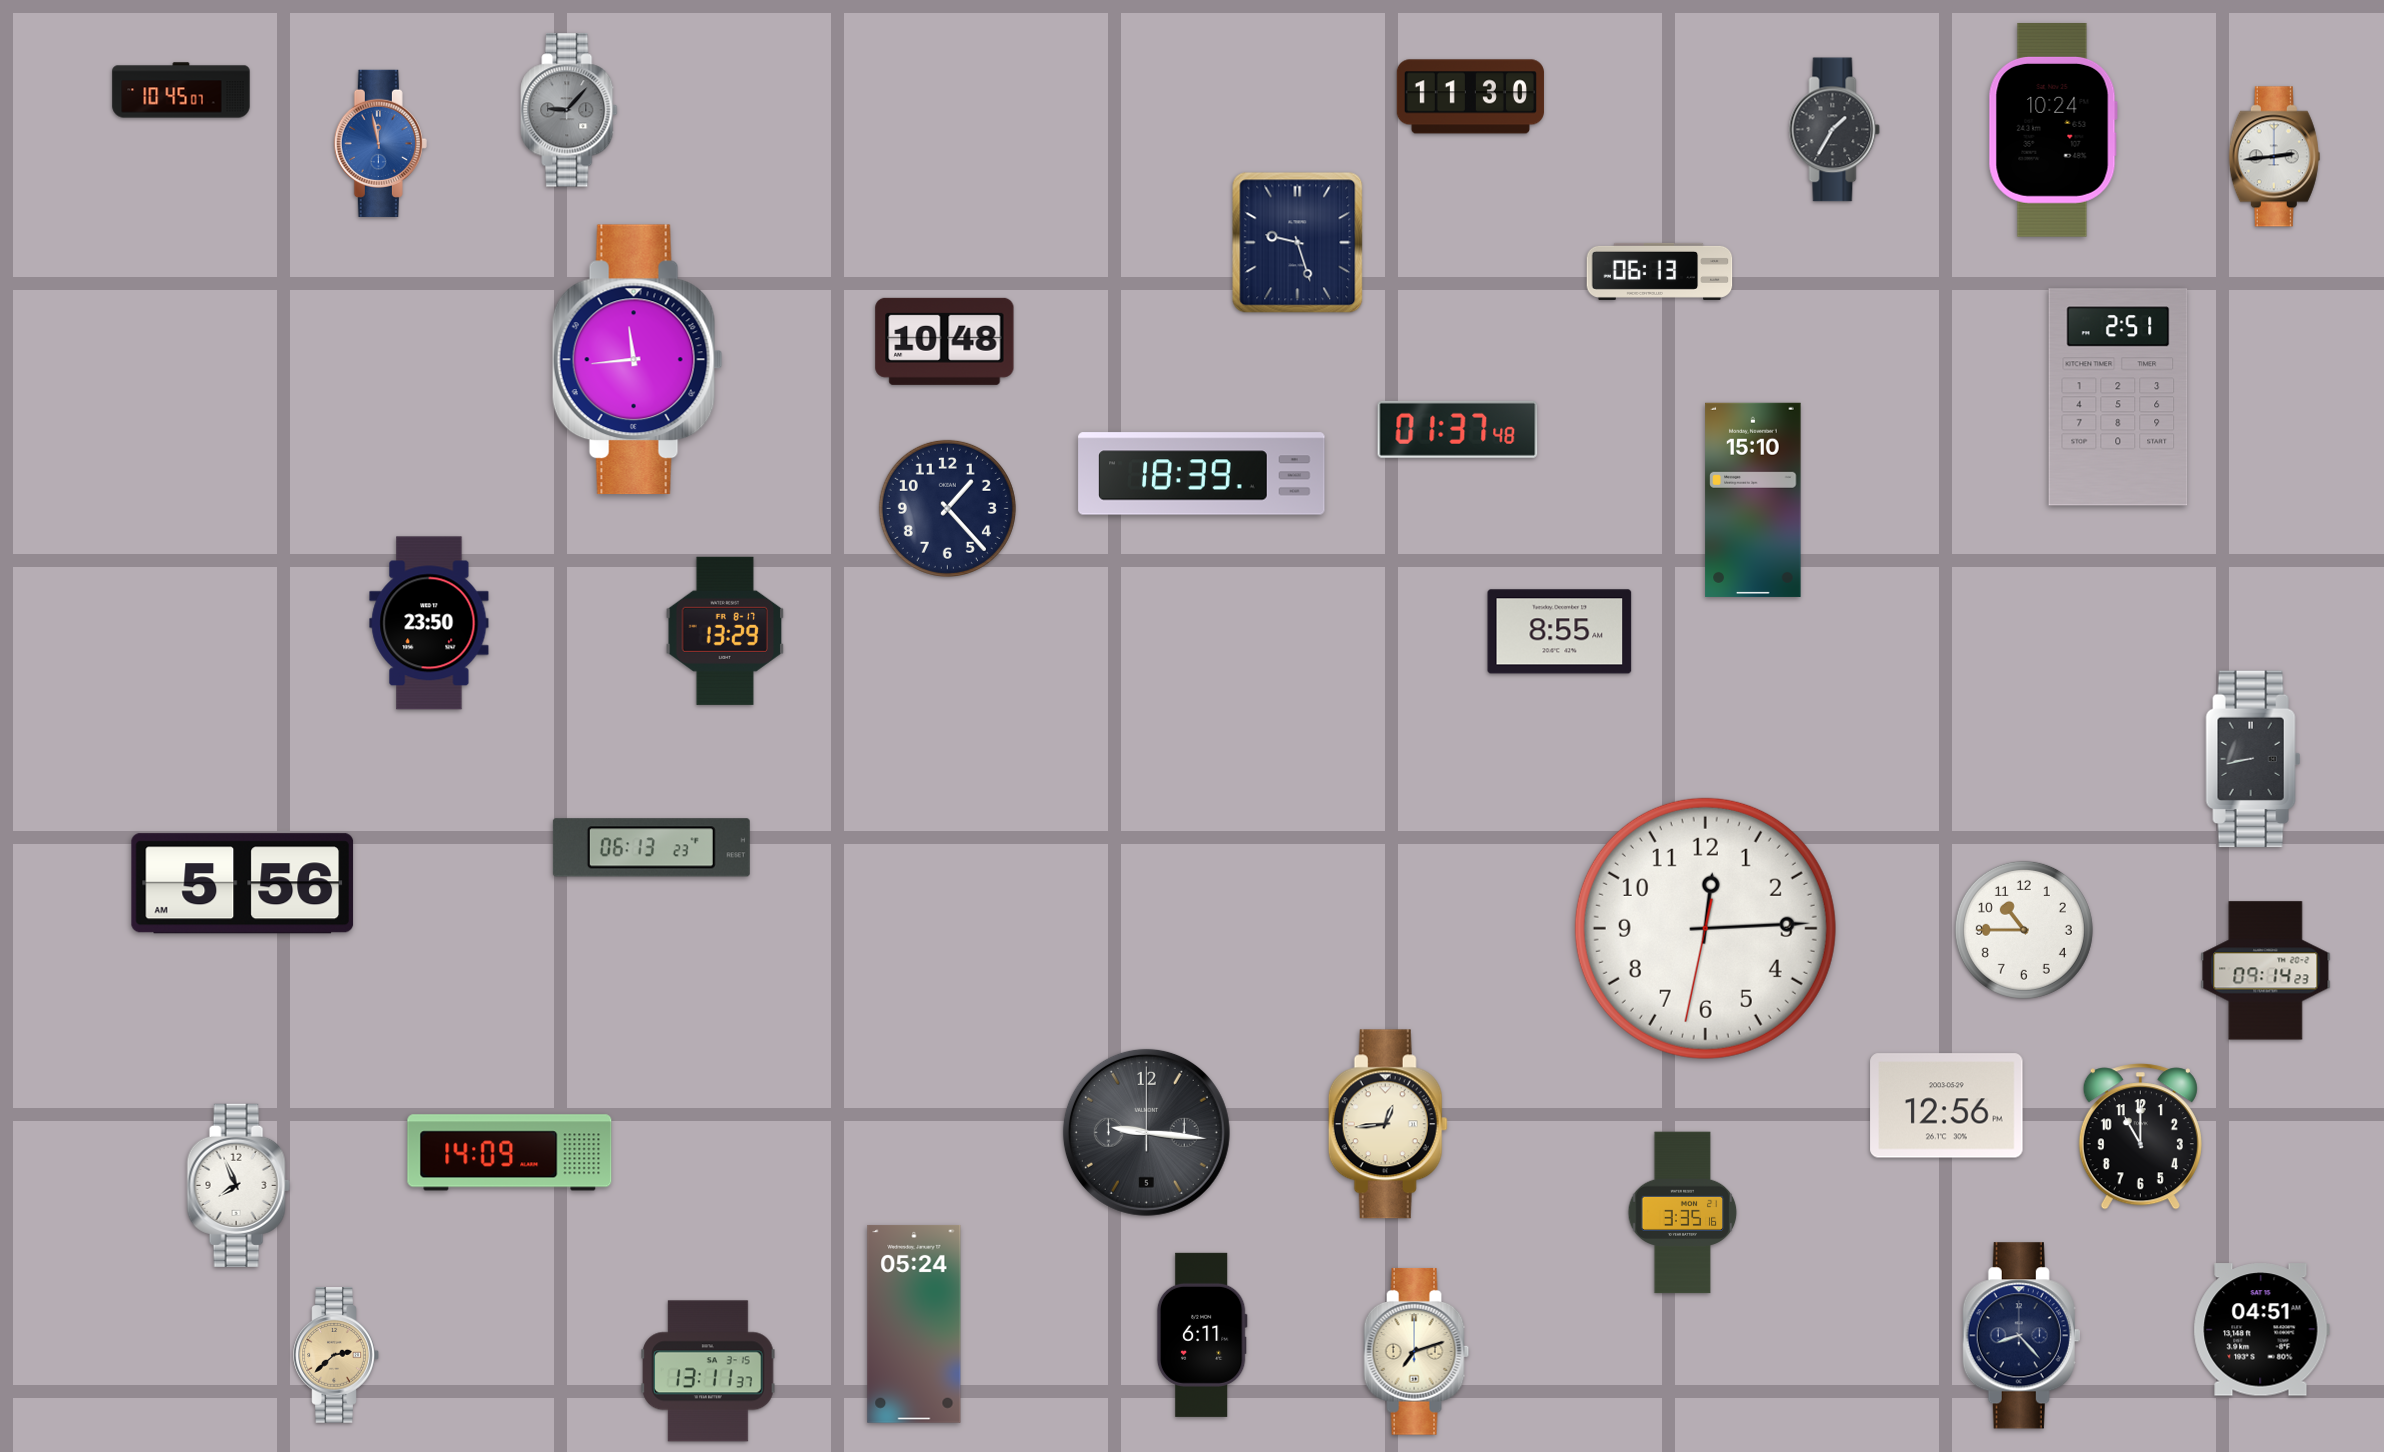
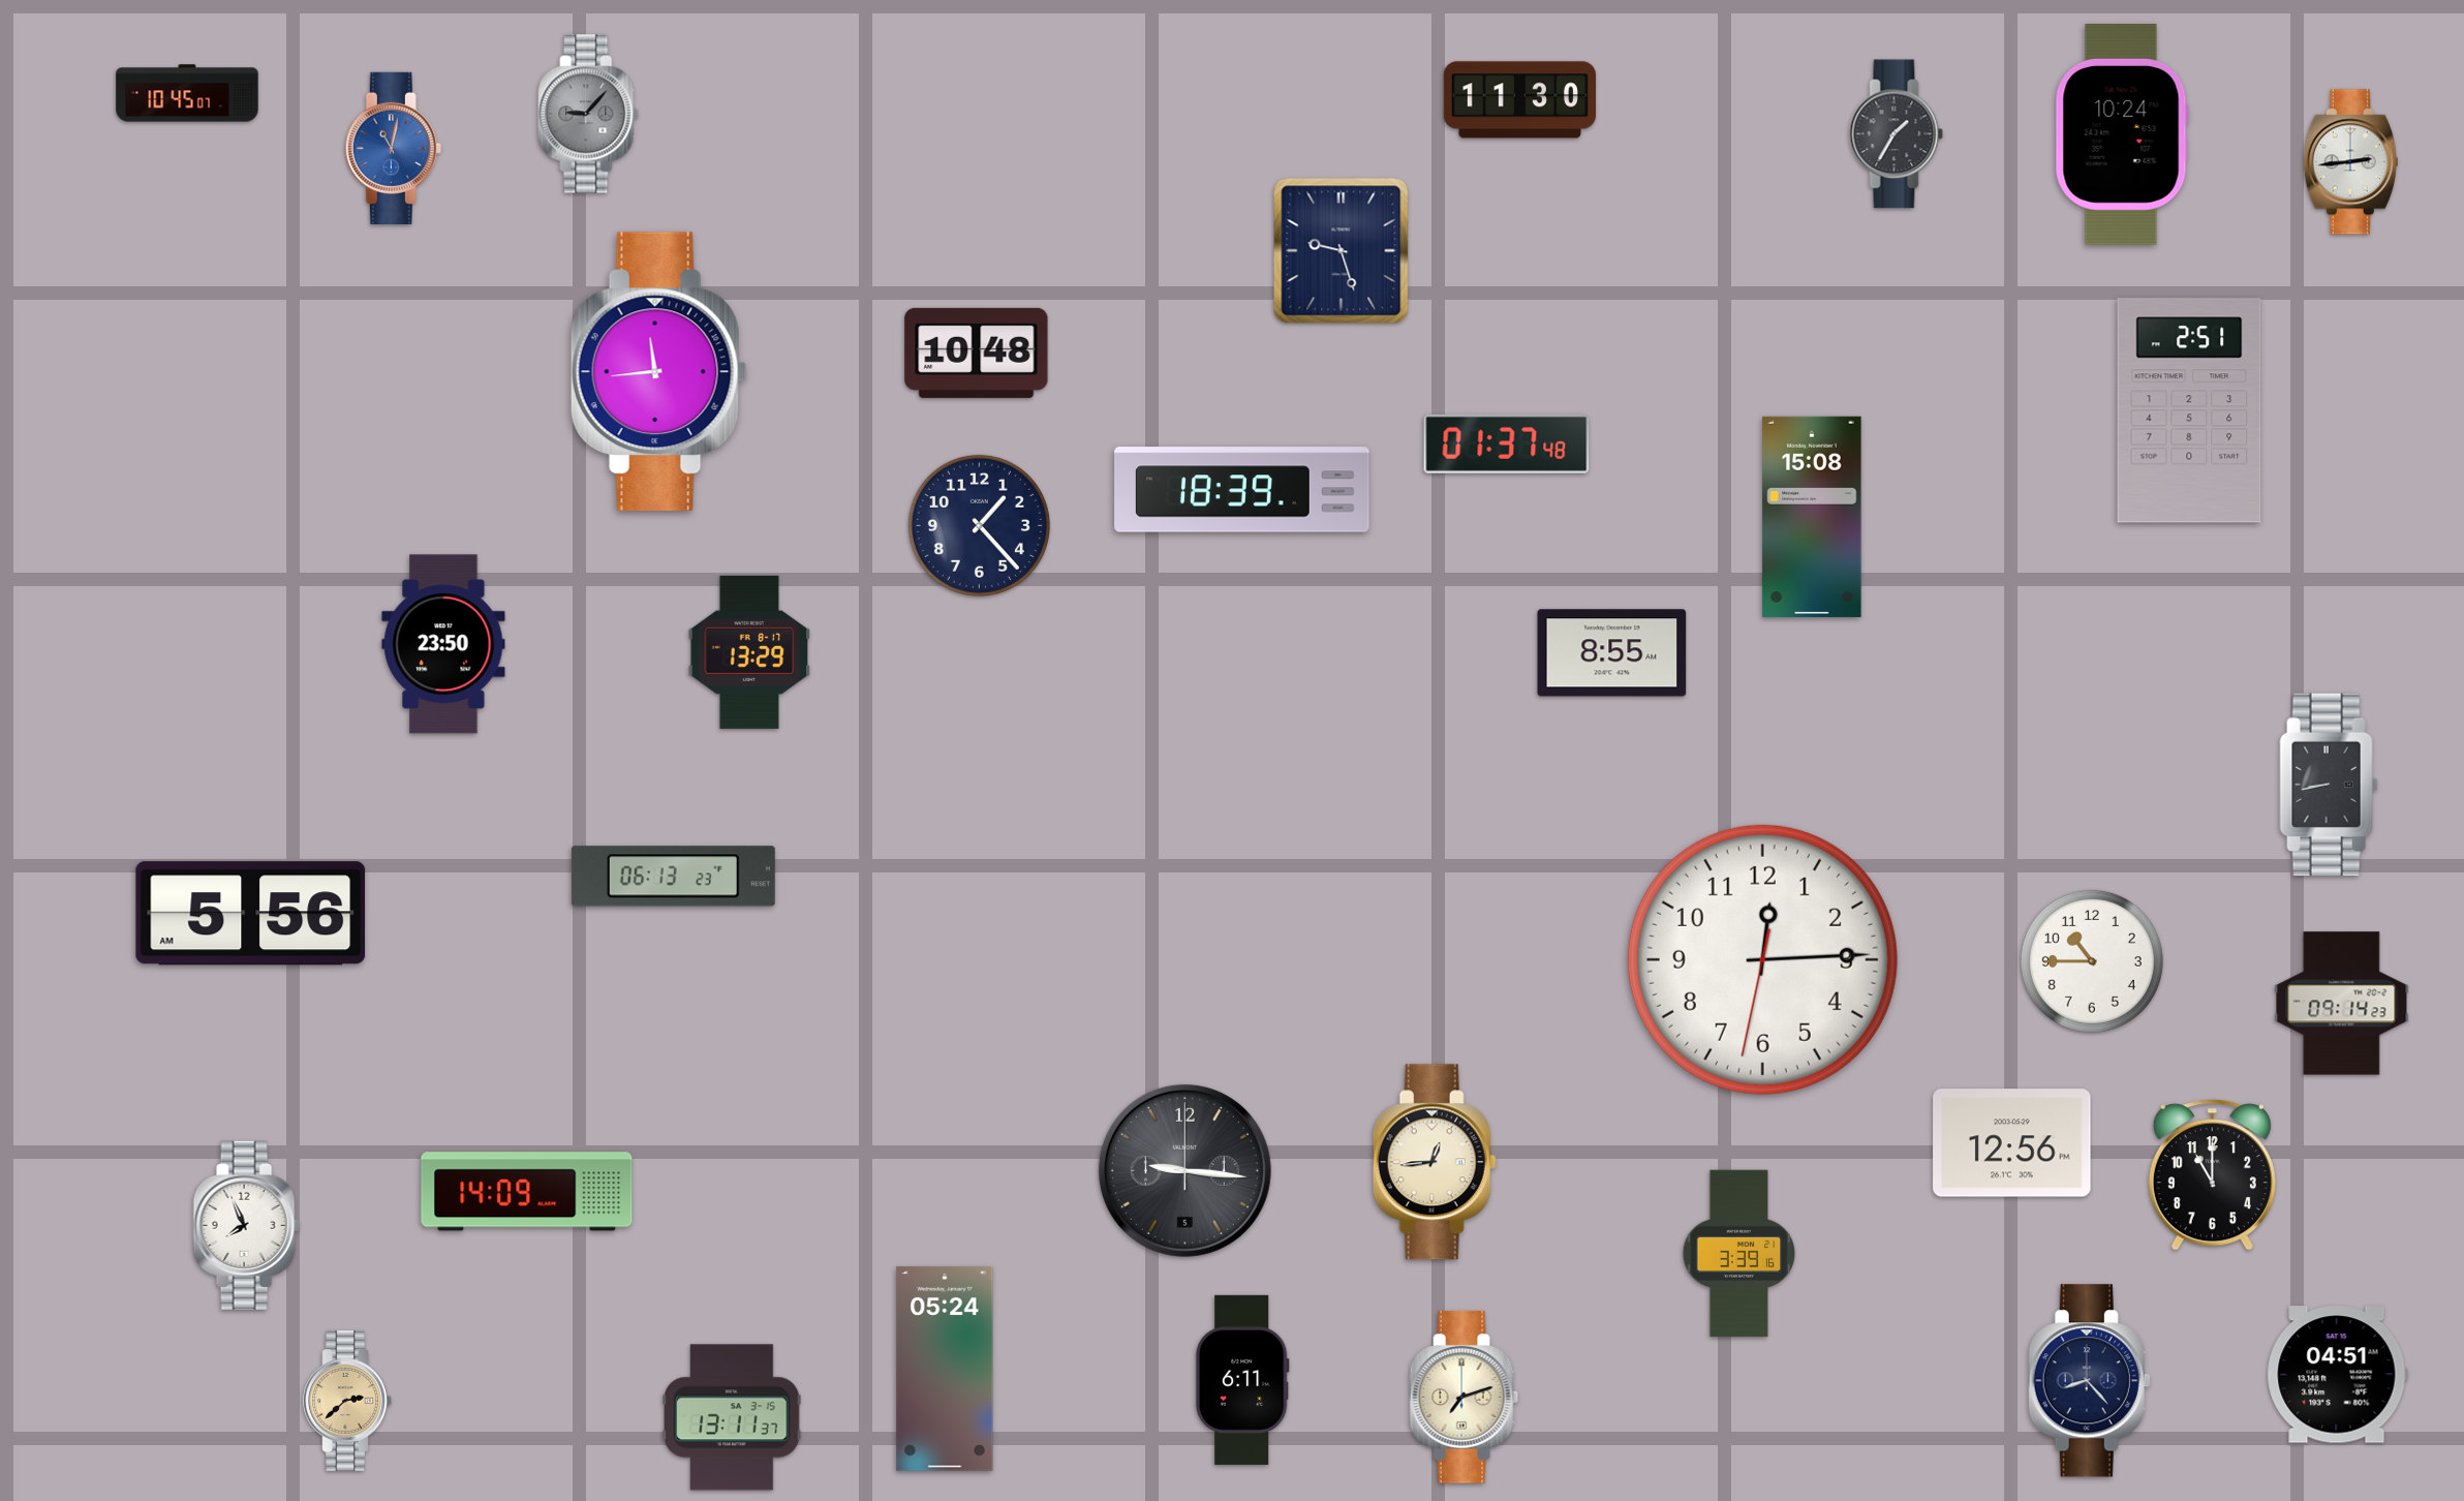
clock at (380, 143): 11:58 -> 11:02
clock at (1660, 271): 06:13 -> none
clock at (1753, 500): 15:10 -> 15:08
clock at (1683, 1213): 3:35 -> 3:39
